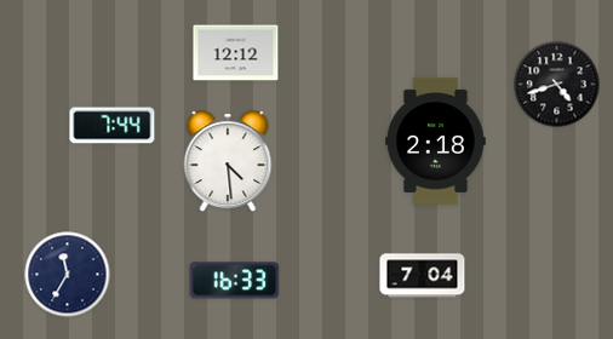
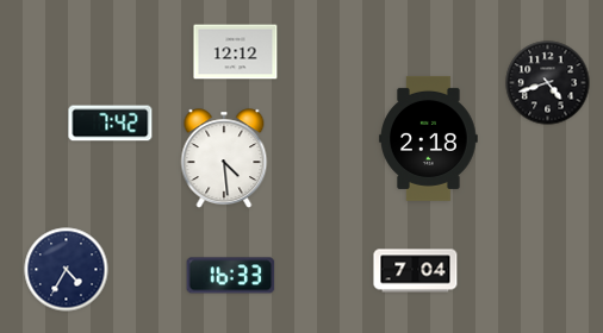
clock at (236, 53) position: (236, 53) -> (236, 52)
clock at (113, 126): 7:44 -> 7:42
clock at (68, 275): 11:35 -> 4:35
